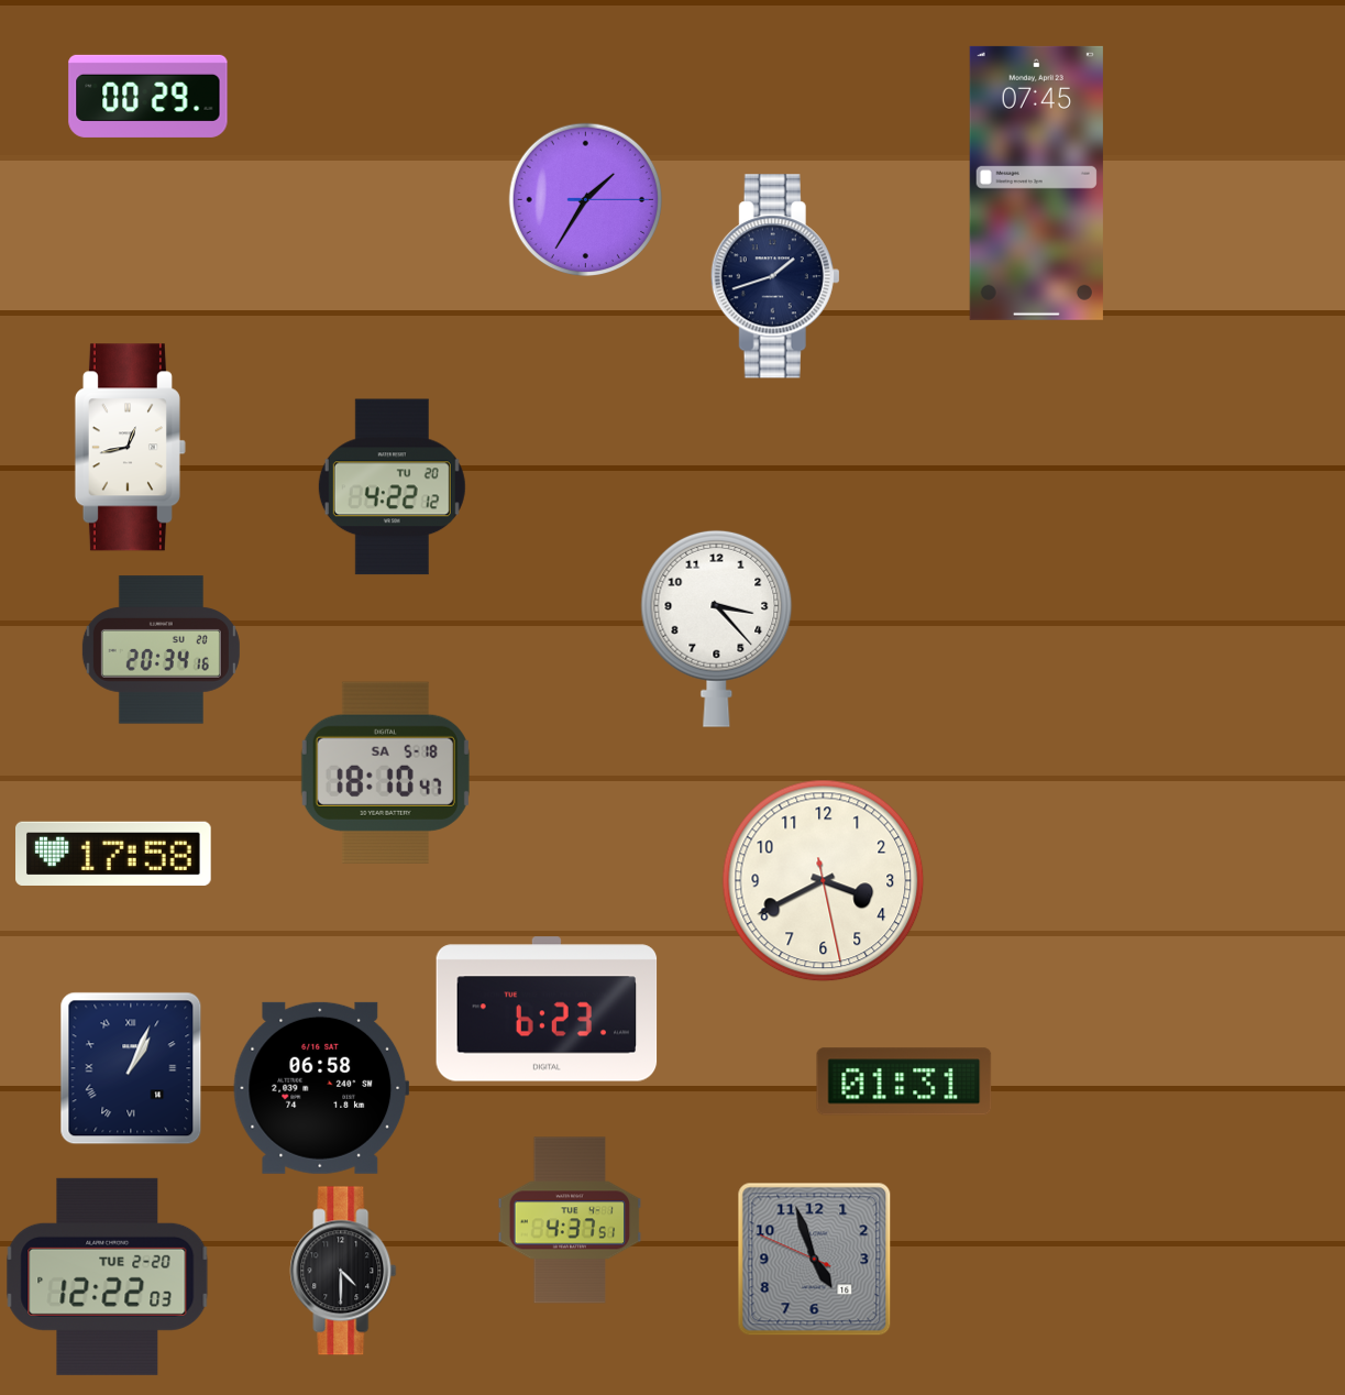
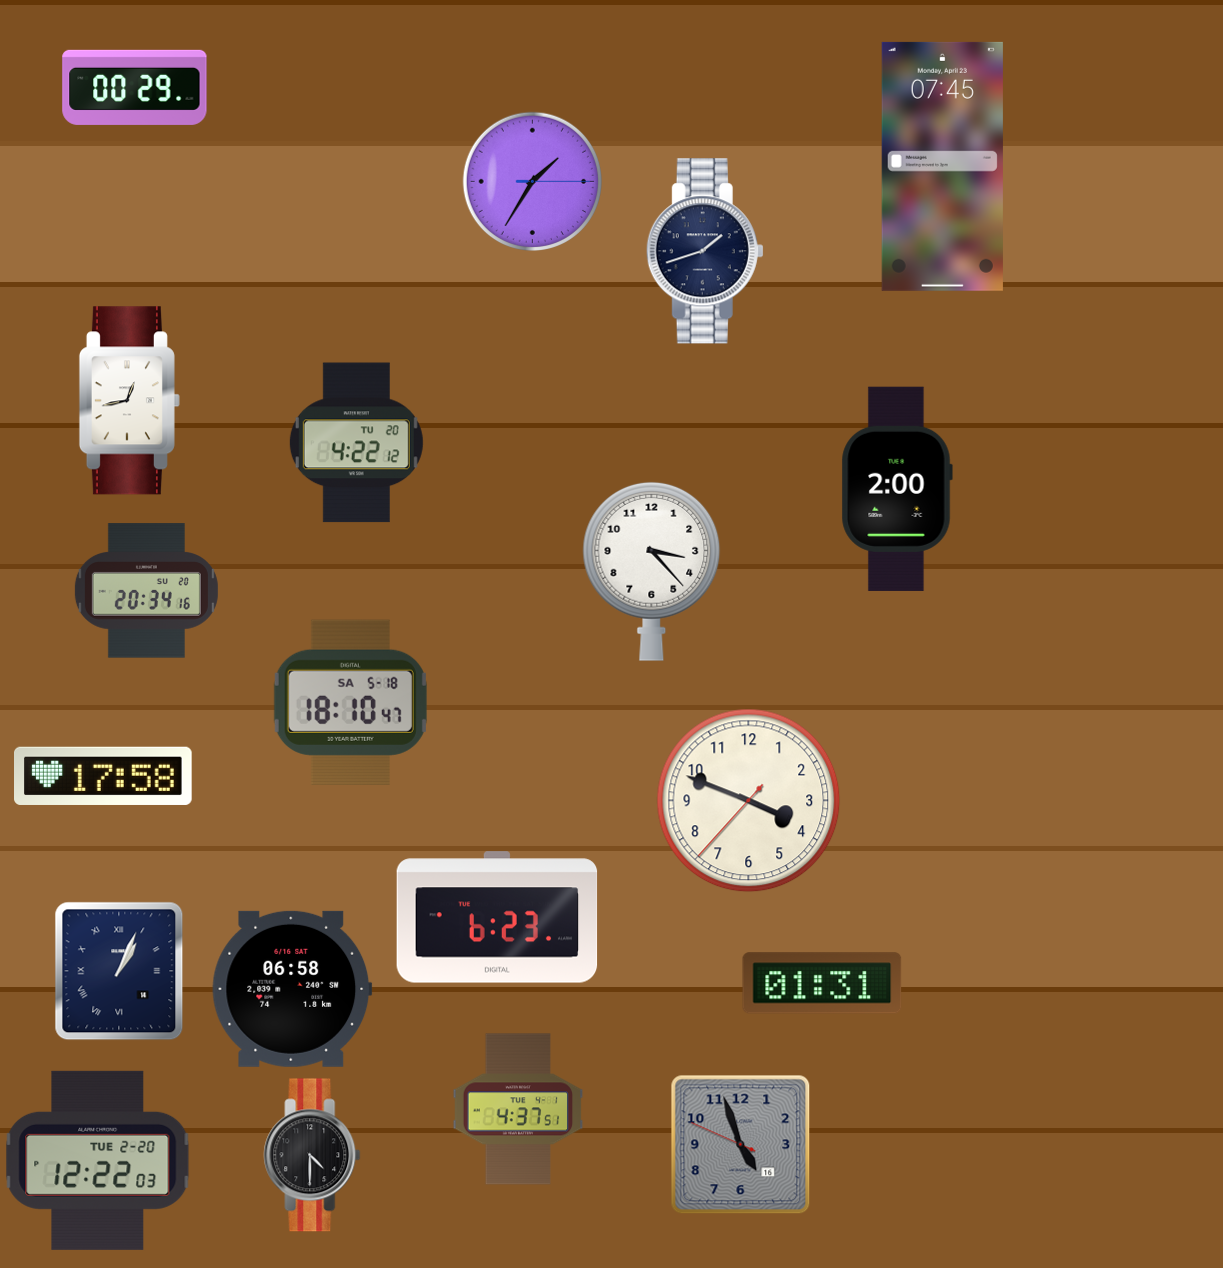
clock at (130, 448) position: (130, 448) -> (129, 401)
clock at (897, 489): none -> 2:00
clock at (824, 881): 3:40 -> 3:48
